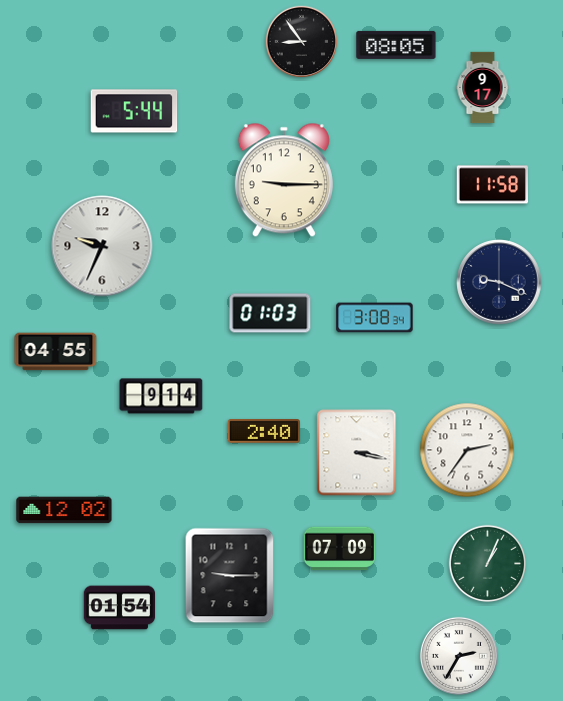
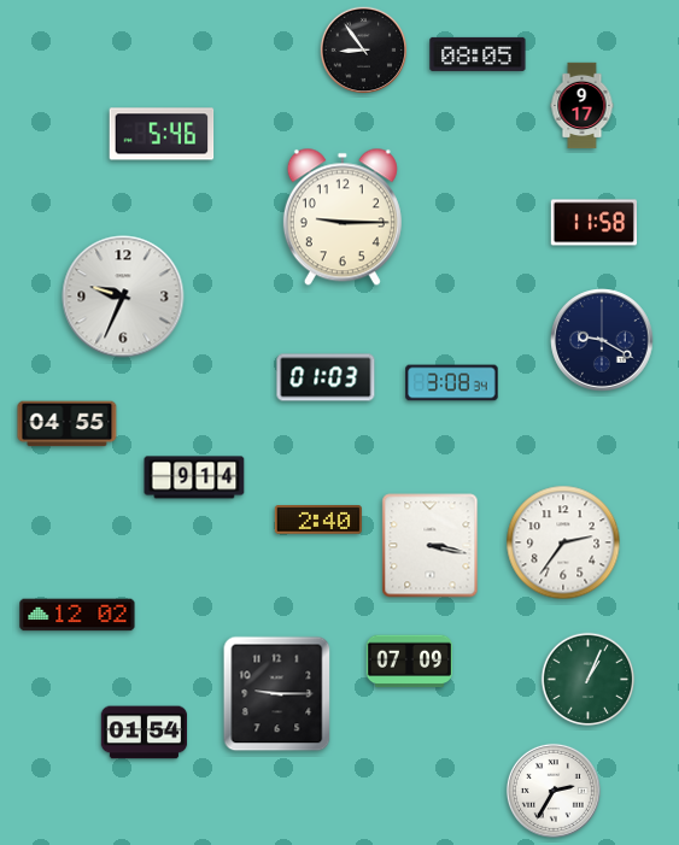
clock at (134, 111): 5:44 -> 5:46
clock at (499, 282): 9:19 -> 9:20
